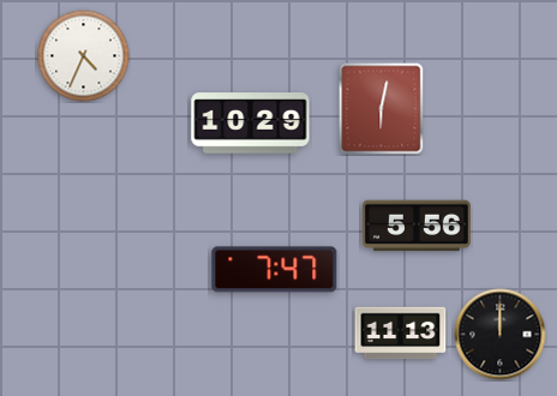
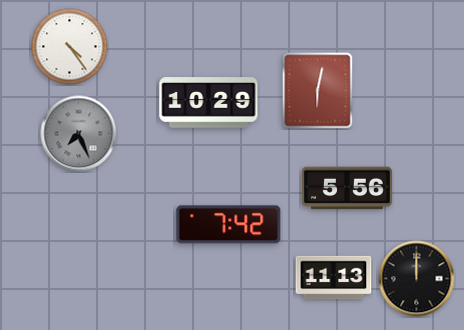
clock at (84, 56): 4:34 -> 4:24
clock at (79, 134): none -> 7:26
clock at (275, 270): 7:47 -> 7:42
